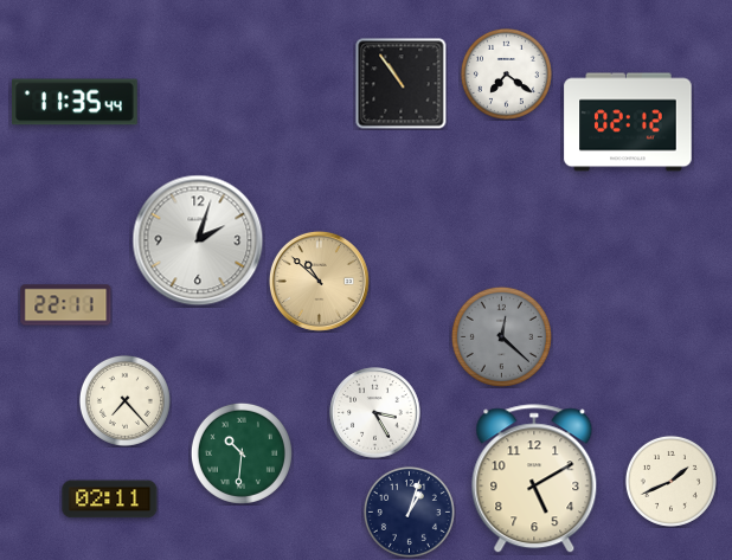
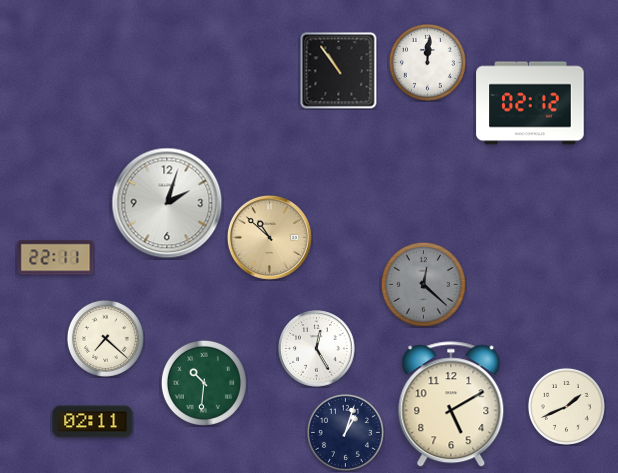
clock at (506, 73): 7:21 -> 12:01
clock at (75, 102): 11:35 -> none
clock at (124, 400): 7:23 -> 7:22
clock at (375, 413): 3:25 -> 12:25
